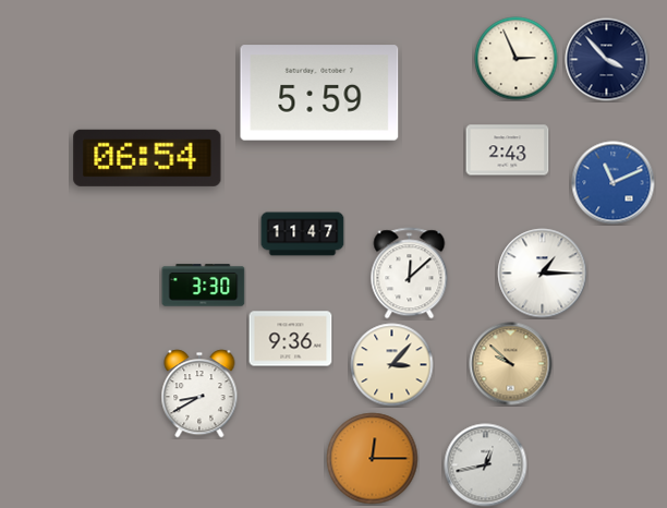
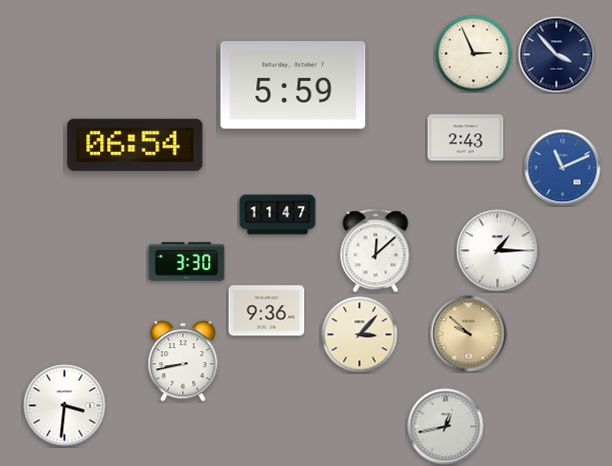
clock at (199, 394): 8:40 -> 8:43
clock at (65, 406): none -> 3:31
clock at (373, 459): 12:15 -> none
